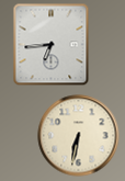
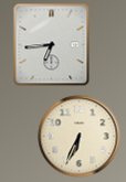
clock at (79, 136): 6:32 -> 6:34
